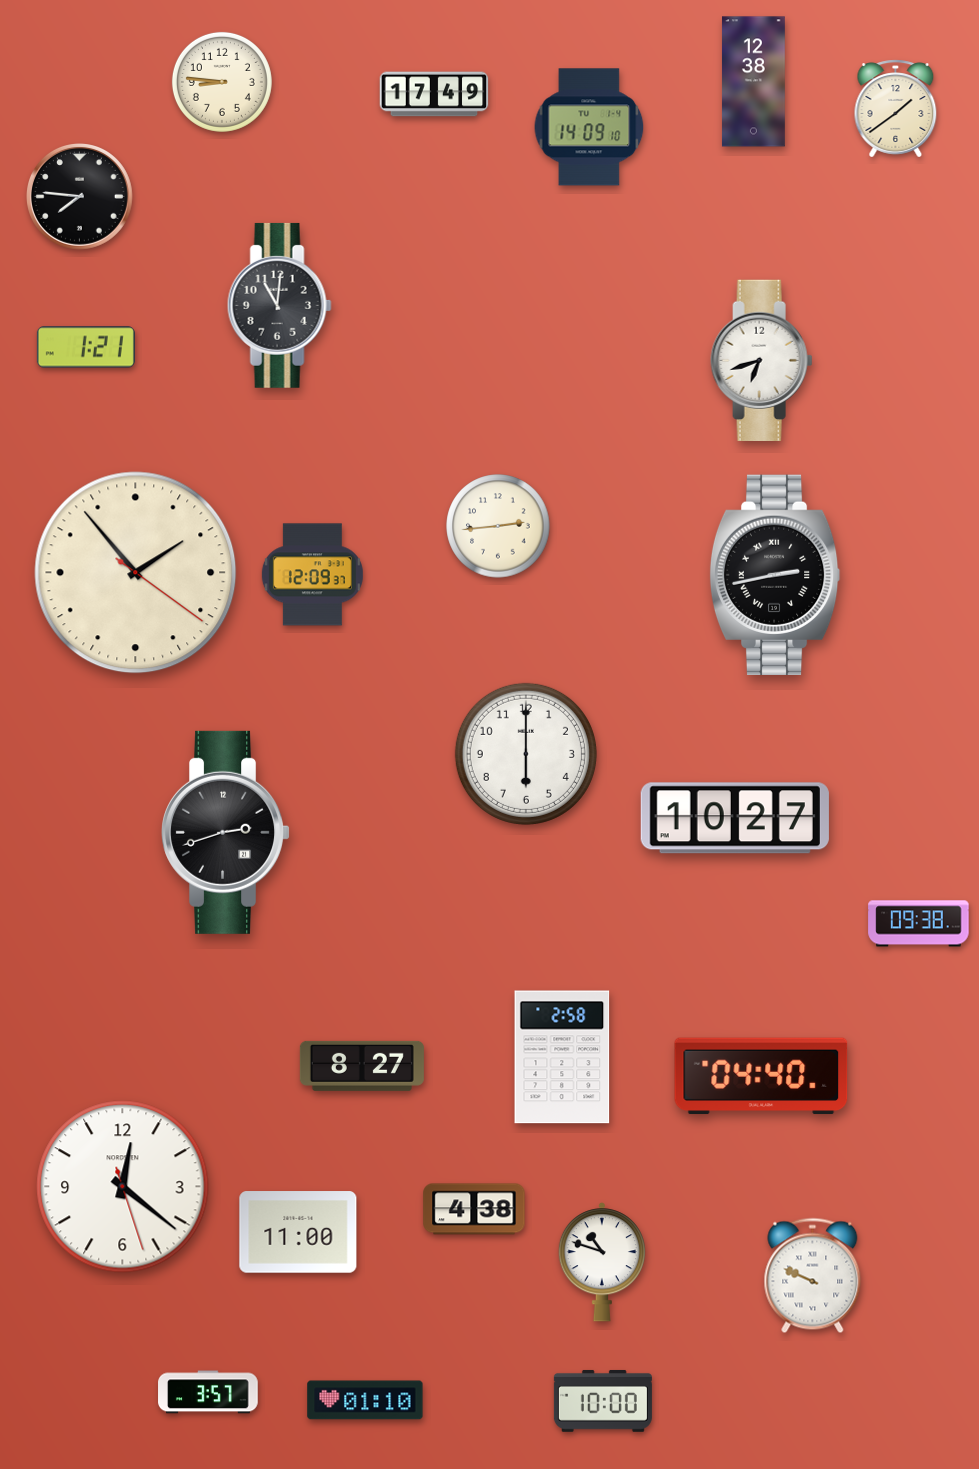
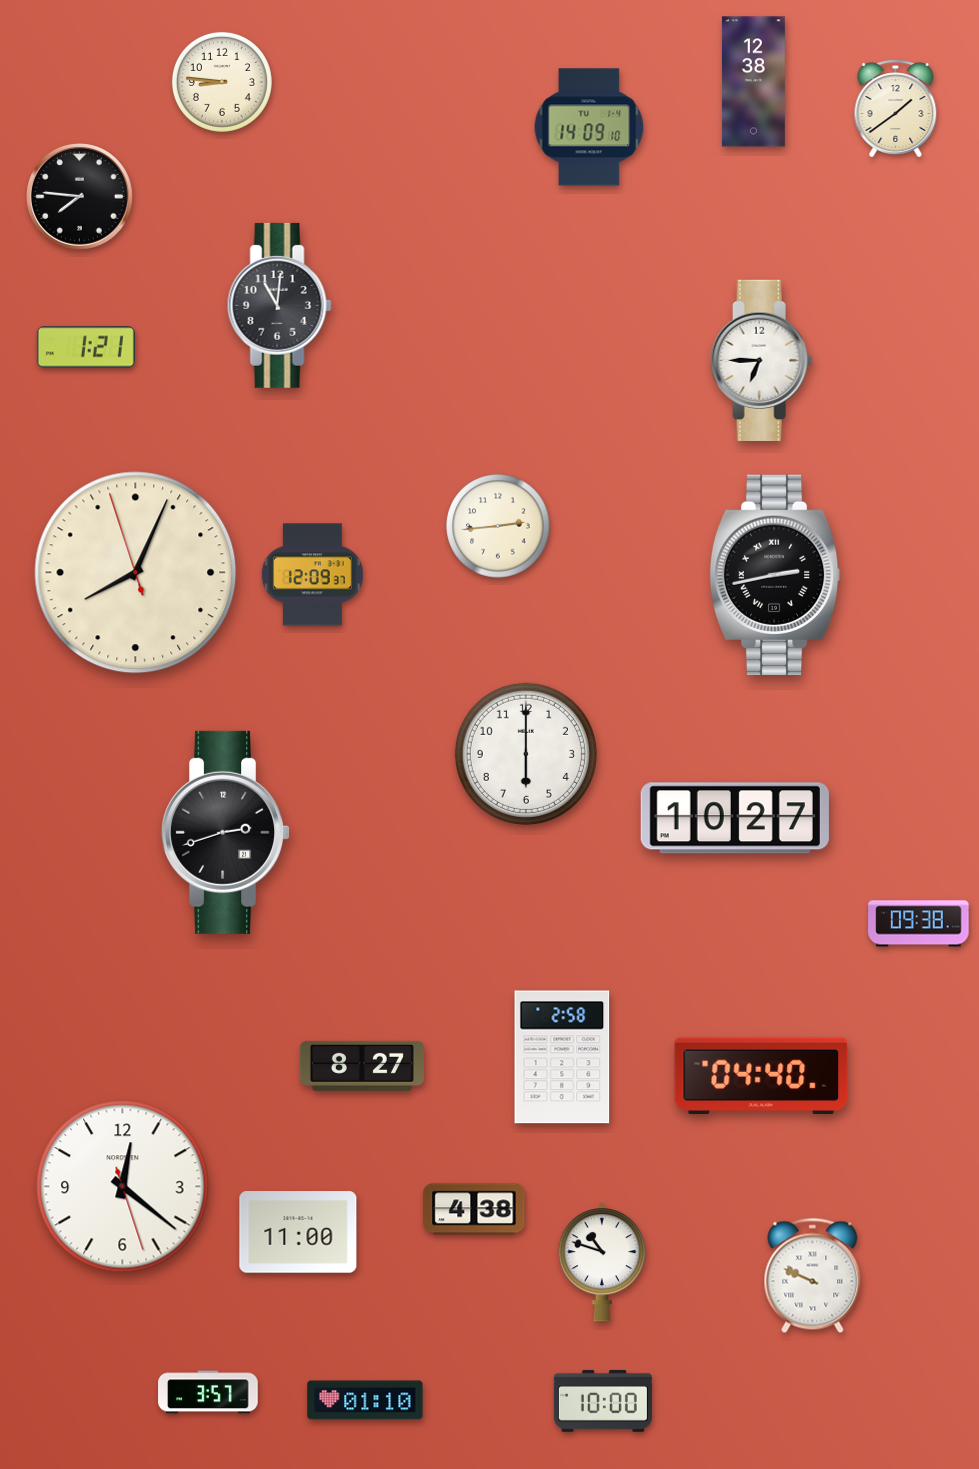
clock at (434, 94): 17:49 -> none
clock at (762, 360): 6:42 -> 6:45
clock at (136, 573): 1:53 -> 8:03
